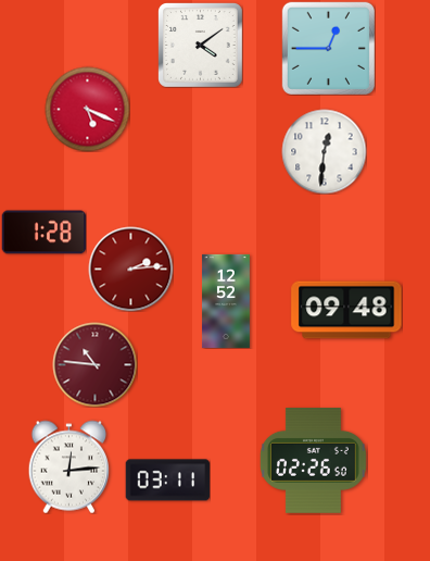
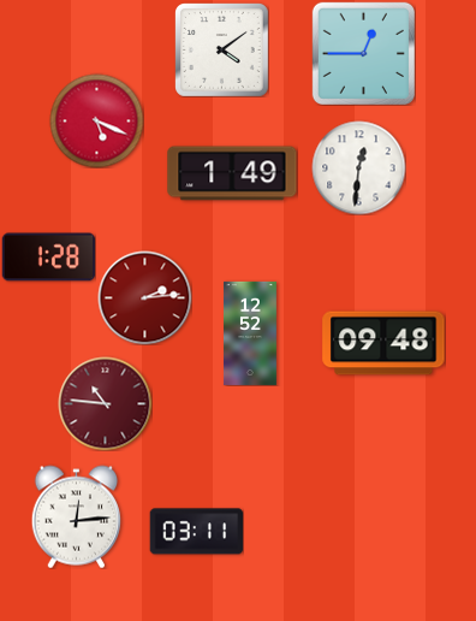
clock at (232, 173): none -> 1:49
clock at (314, 461): 02:26 -> none
clock at (167, 481) position: (167, 481) -> (196, 532)
